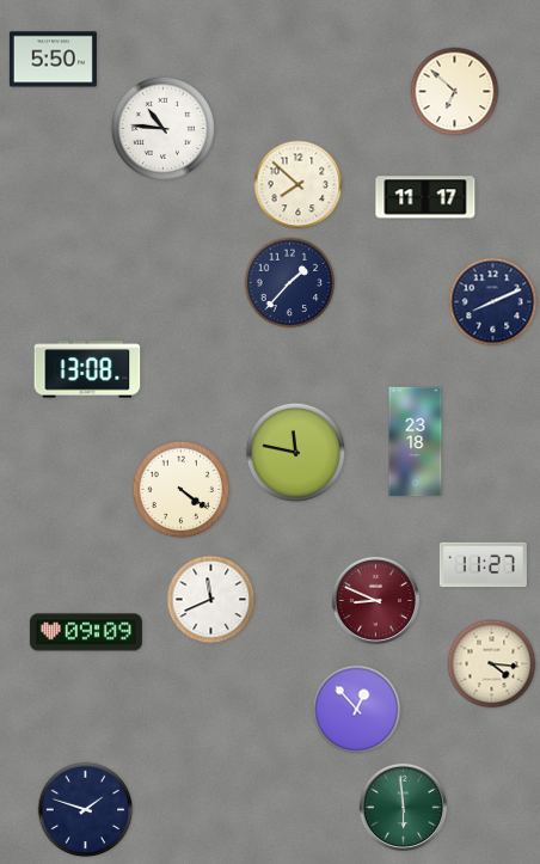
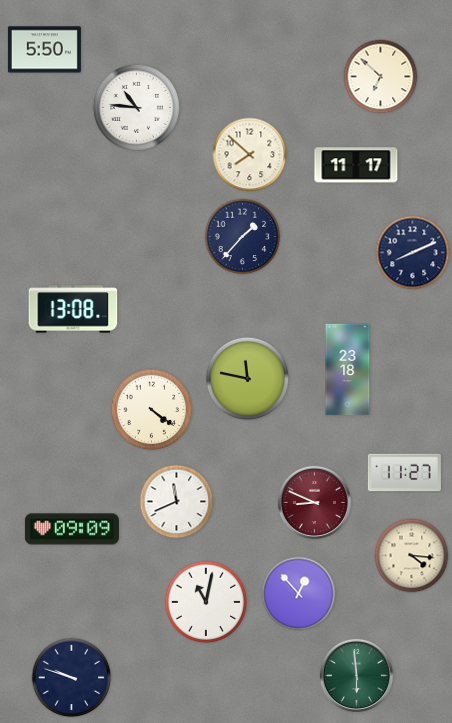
clock at (206, 602): none -> 11:02
clock at (403, 807) position: (403, 807) -> (356, 675)
clock at (86, 810): 1:48 -> 9:48
